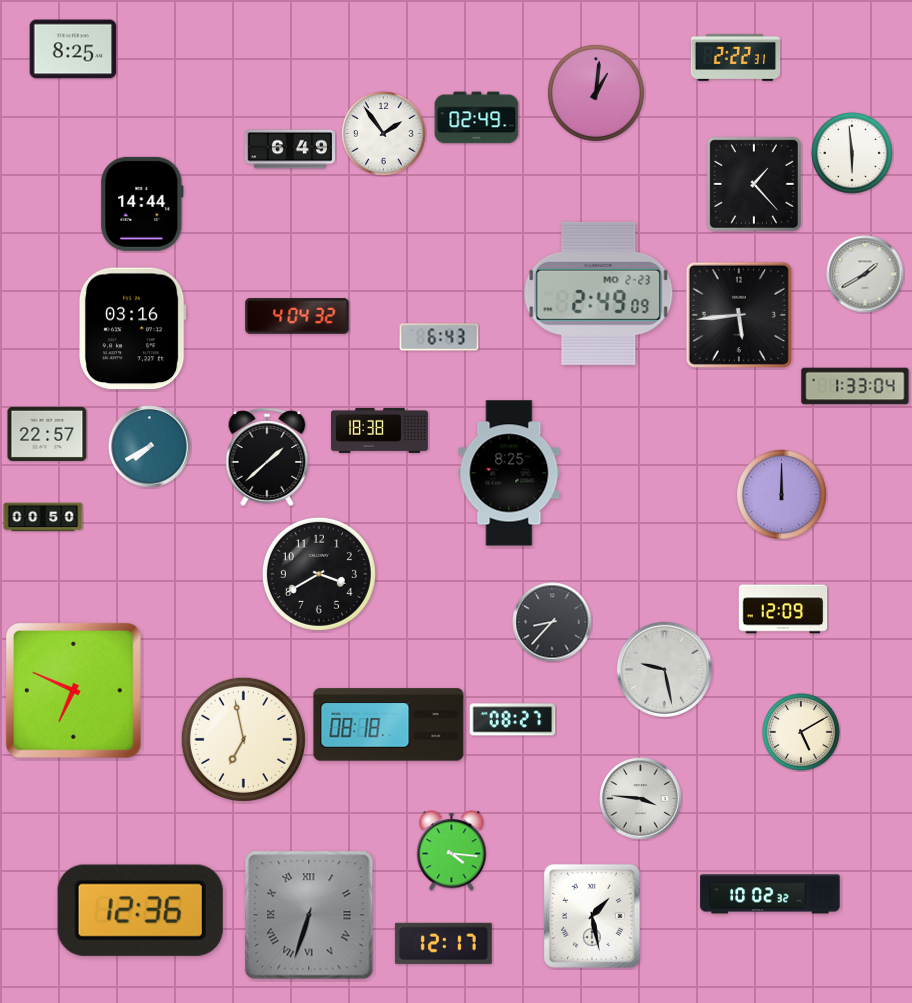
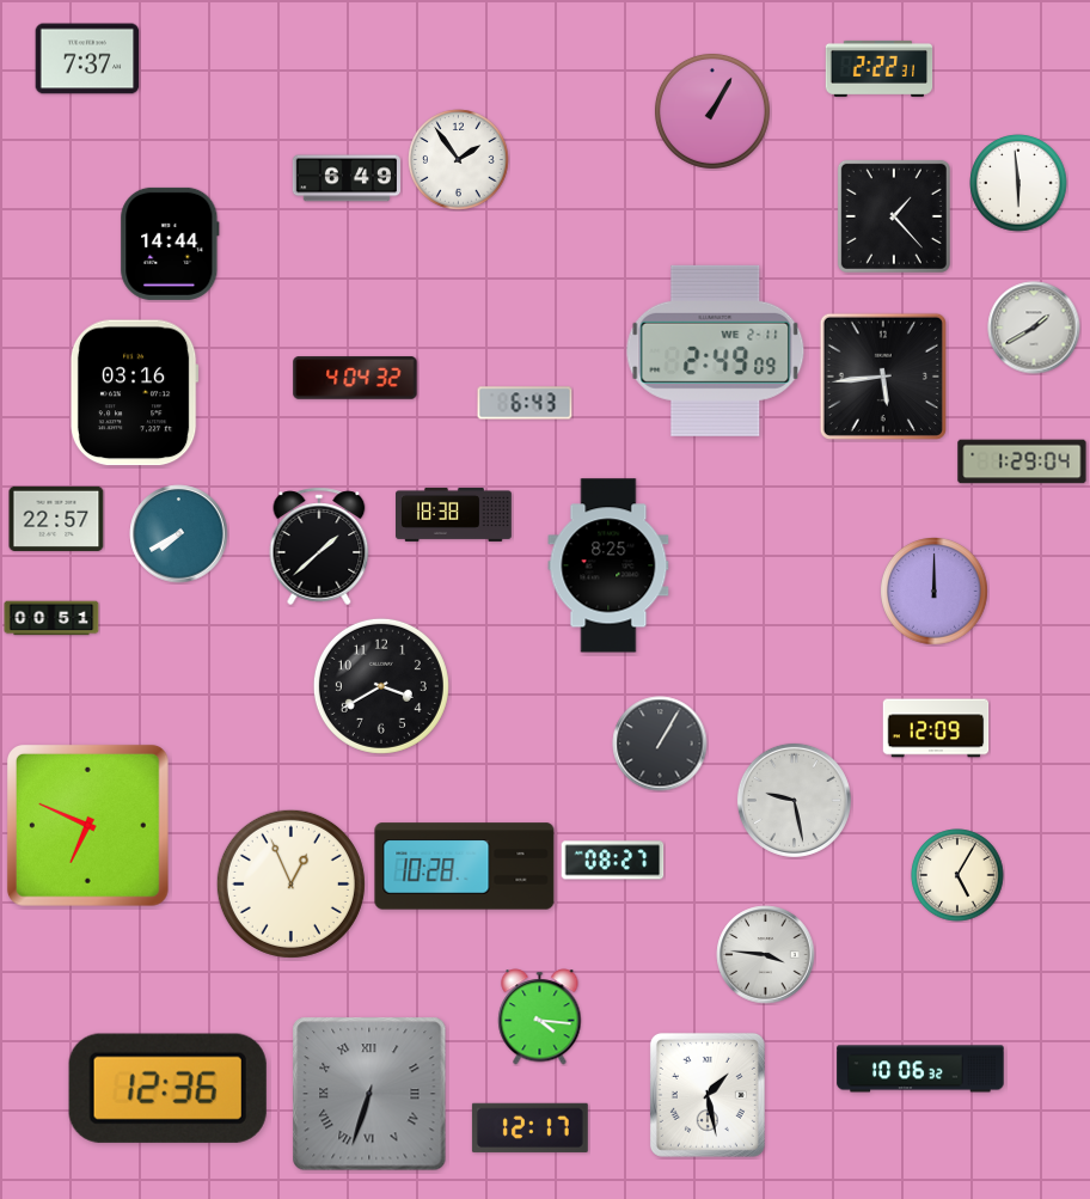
clock at (73, 49): 8:25 -> 7:37
clock at (596, 93): 1:01 -> 1:05
clock at (477, 118): 02:49 -> none
clock at (754, 184) position: (754, 184) -> (894, 216)
clock at (599, 293) date: MO 2-23 -> WE 2-11
clock at (132, 329) position: (132, 329) -> (134, 393)
clock at (855, 386): 1:33 -> 1:29
clock at (43, 517): 00:50 -> 00:51
clock at (552, 622): 8:37 -> 1:05
clock at (389, 725): 08:18 -> 10:28
clock at (801, 732): 5:10 -> 5:05
clock at (243, 739): 6:58 -> 12:56
clock at (770, 894): 10:02 -> 10:06
